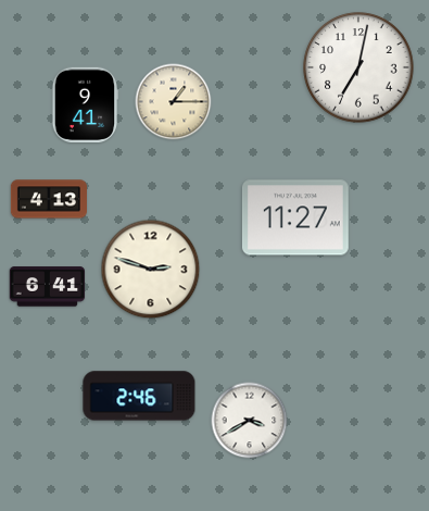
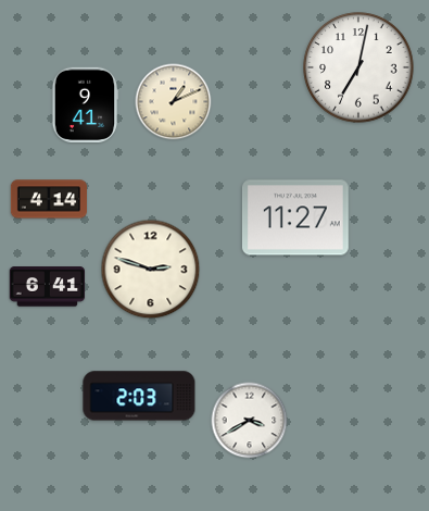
clock at (174, 102): 1:15 -> 1:11
clock at (49, 199): 4:13 -> 4:14
clock at (139, 396): 2:46 -> 2:03
